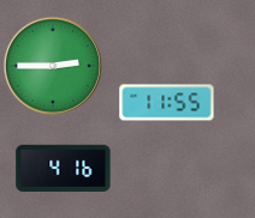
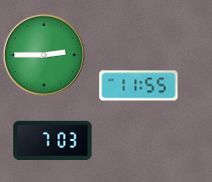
clock at (64, 168): 4:16 -> 7:03
